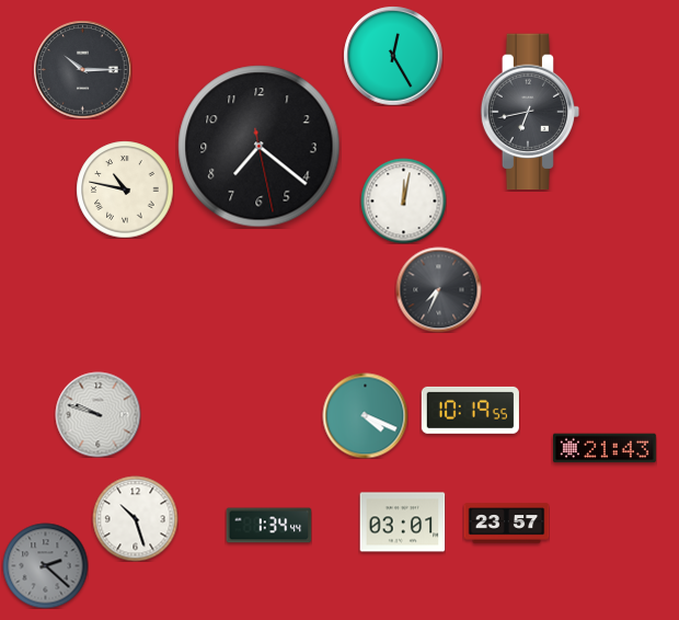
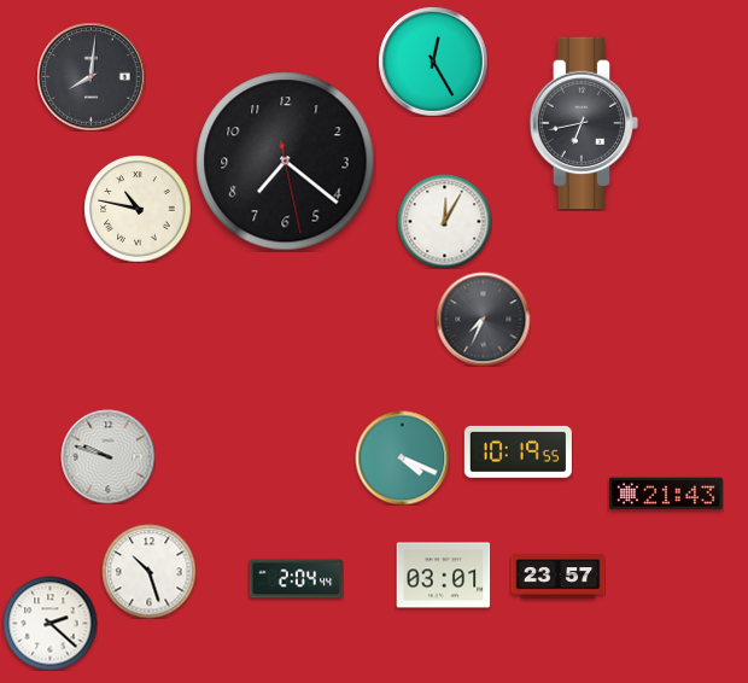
clock at (82, 69): 10:15 -> 8:01
clock at (403, 200): 12:02 -> 12:05
clock at (268, 526): 1:34 -> 2:04
clock at (45, 565) dial: grey -> white
